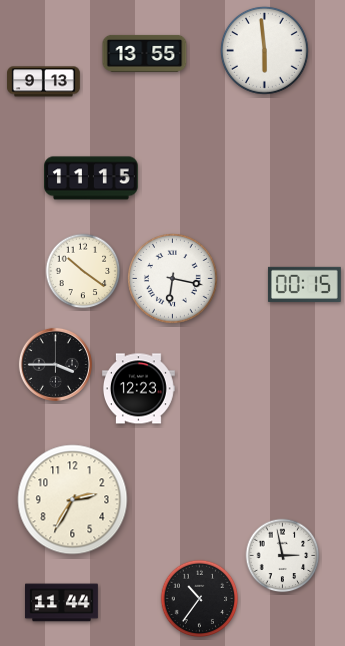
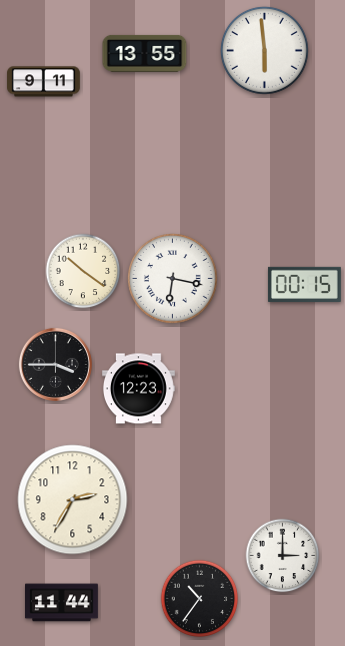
clock at (44, 82): 9:13 -> 9:11
clock at (91, 178): 11:15 -> none
clock at (283, 556): 2:58 -> 3:00
